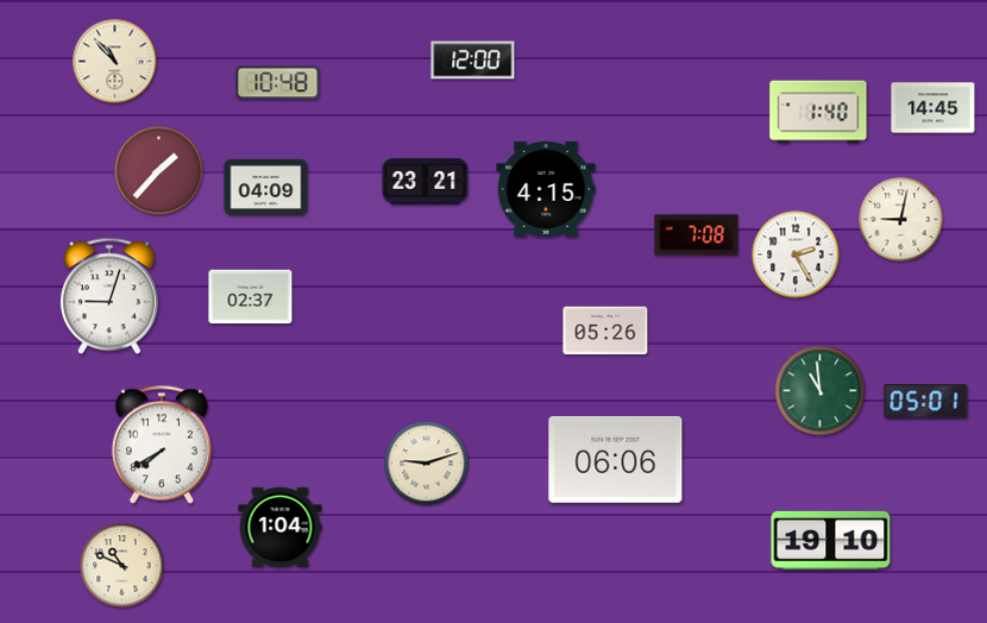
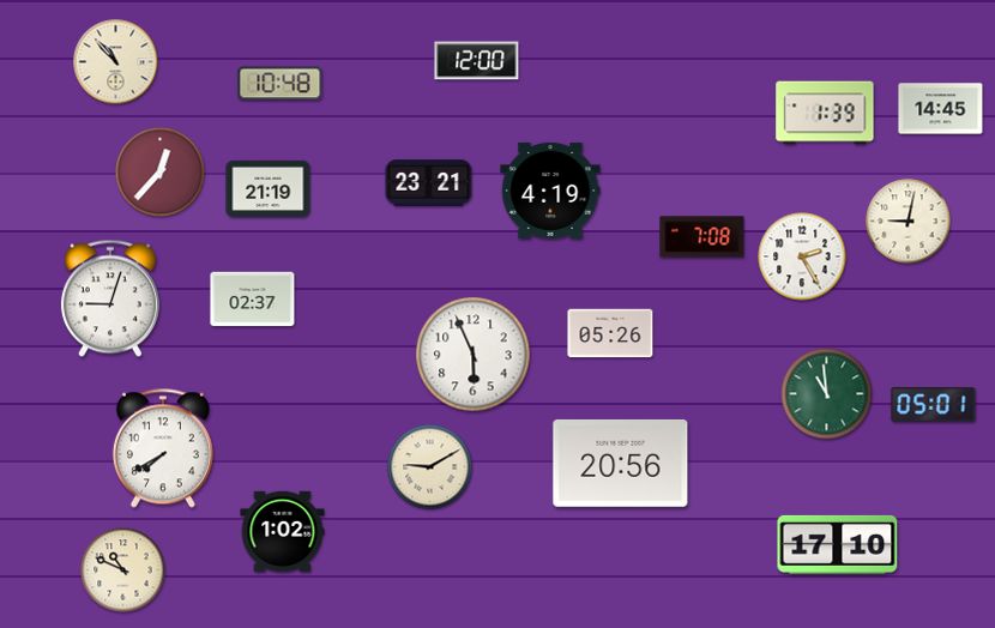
clock at (818, 112): 1:40 -> 1:39
clock at (159, 171): 1:37 -> 12:37
clock at (266, 187): 04:09 -> 21:19
clock at (546, 189): 4:15 -> 4:19
clock at (474, 355): none -> 5:56
clock at (616, 459): 06:06 -> 20:56
clock at (427, 464): 9:12 -> 9:10
clock at (281, 528): 1:04 -> 1:02
clock at (831, 540): 19:10 -> 17:10
